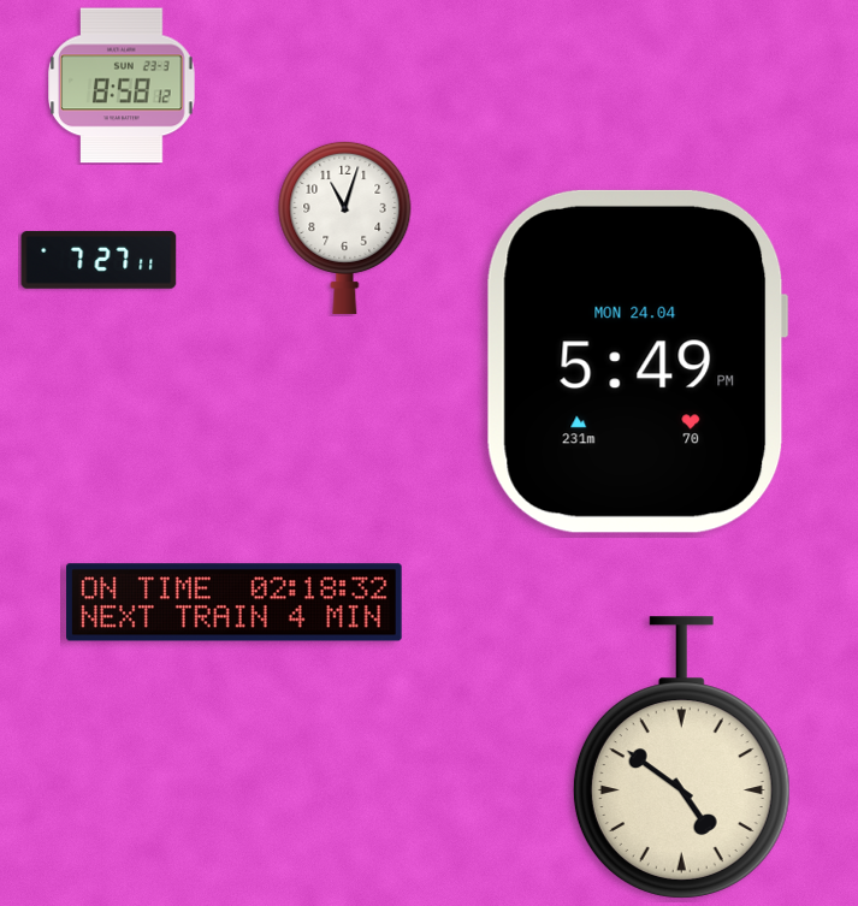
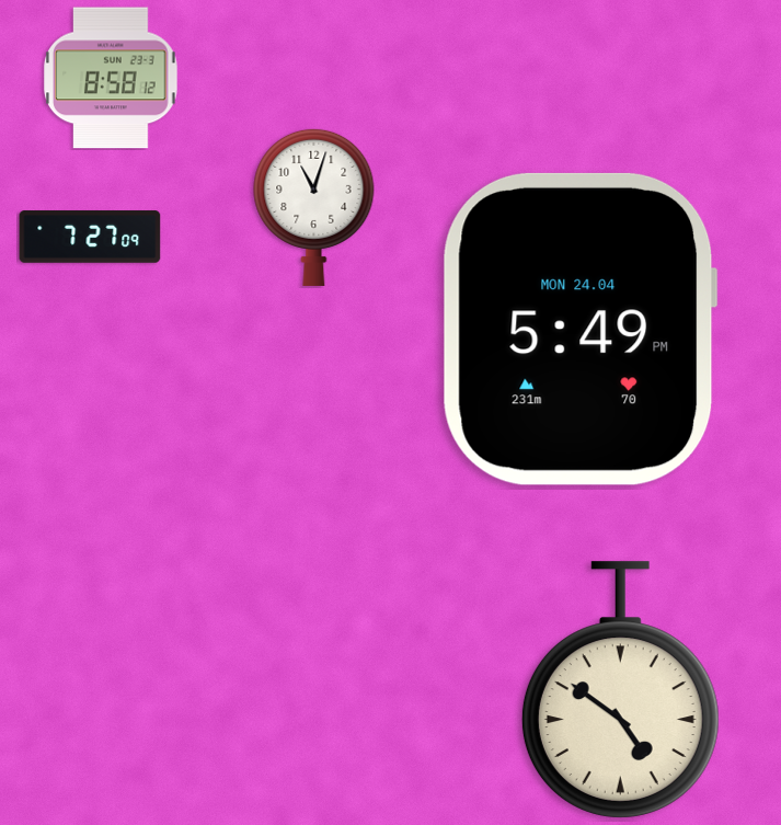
clock at (99, 260): 7:27:11 -> 7:27:09
clock at (235, 603): 02:18 -> none
